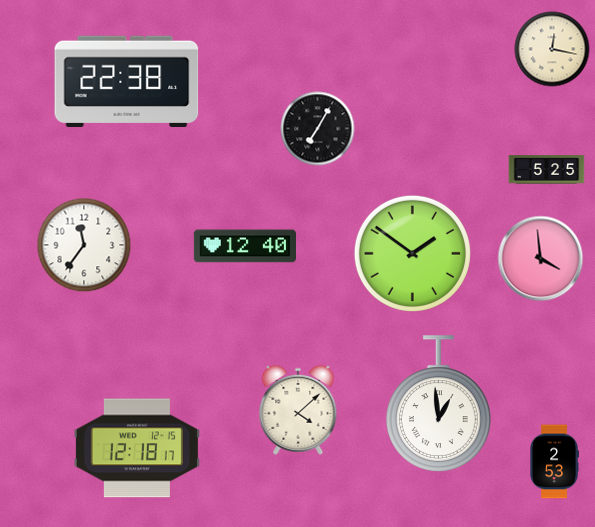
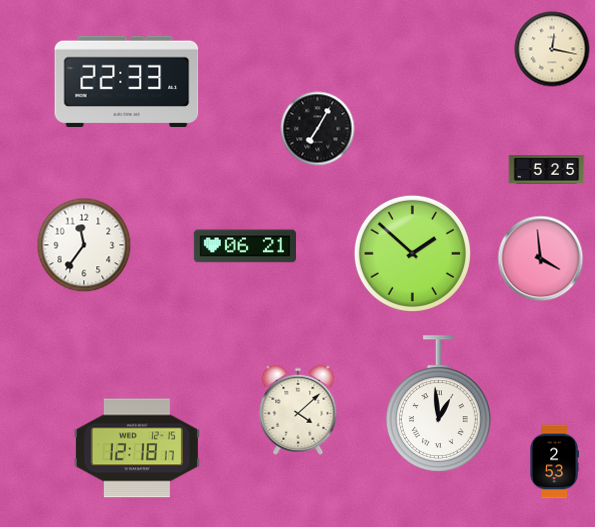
clock at (127, 81): 22:38 -> 22:33
clock at (244, 246): 12:40 -> 06:21
clock at (412, 253): 1:51 -> 1:52
